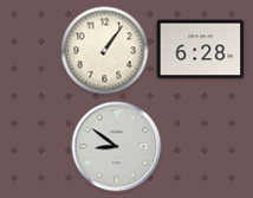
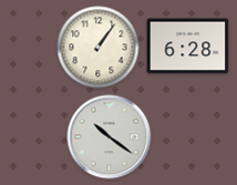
clock at (117, 147): 8:51 -> 10:21
